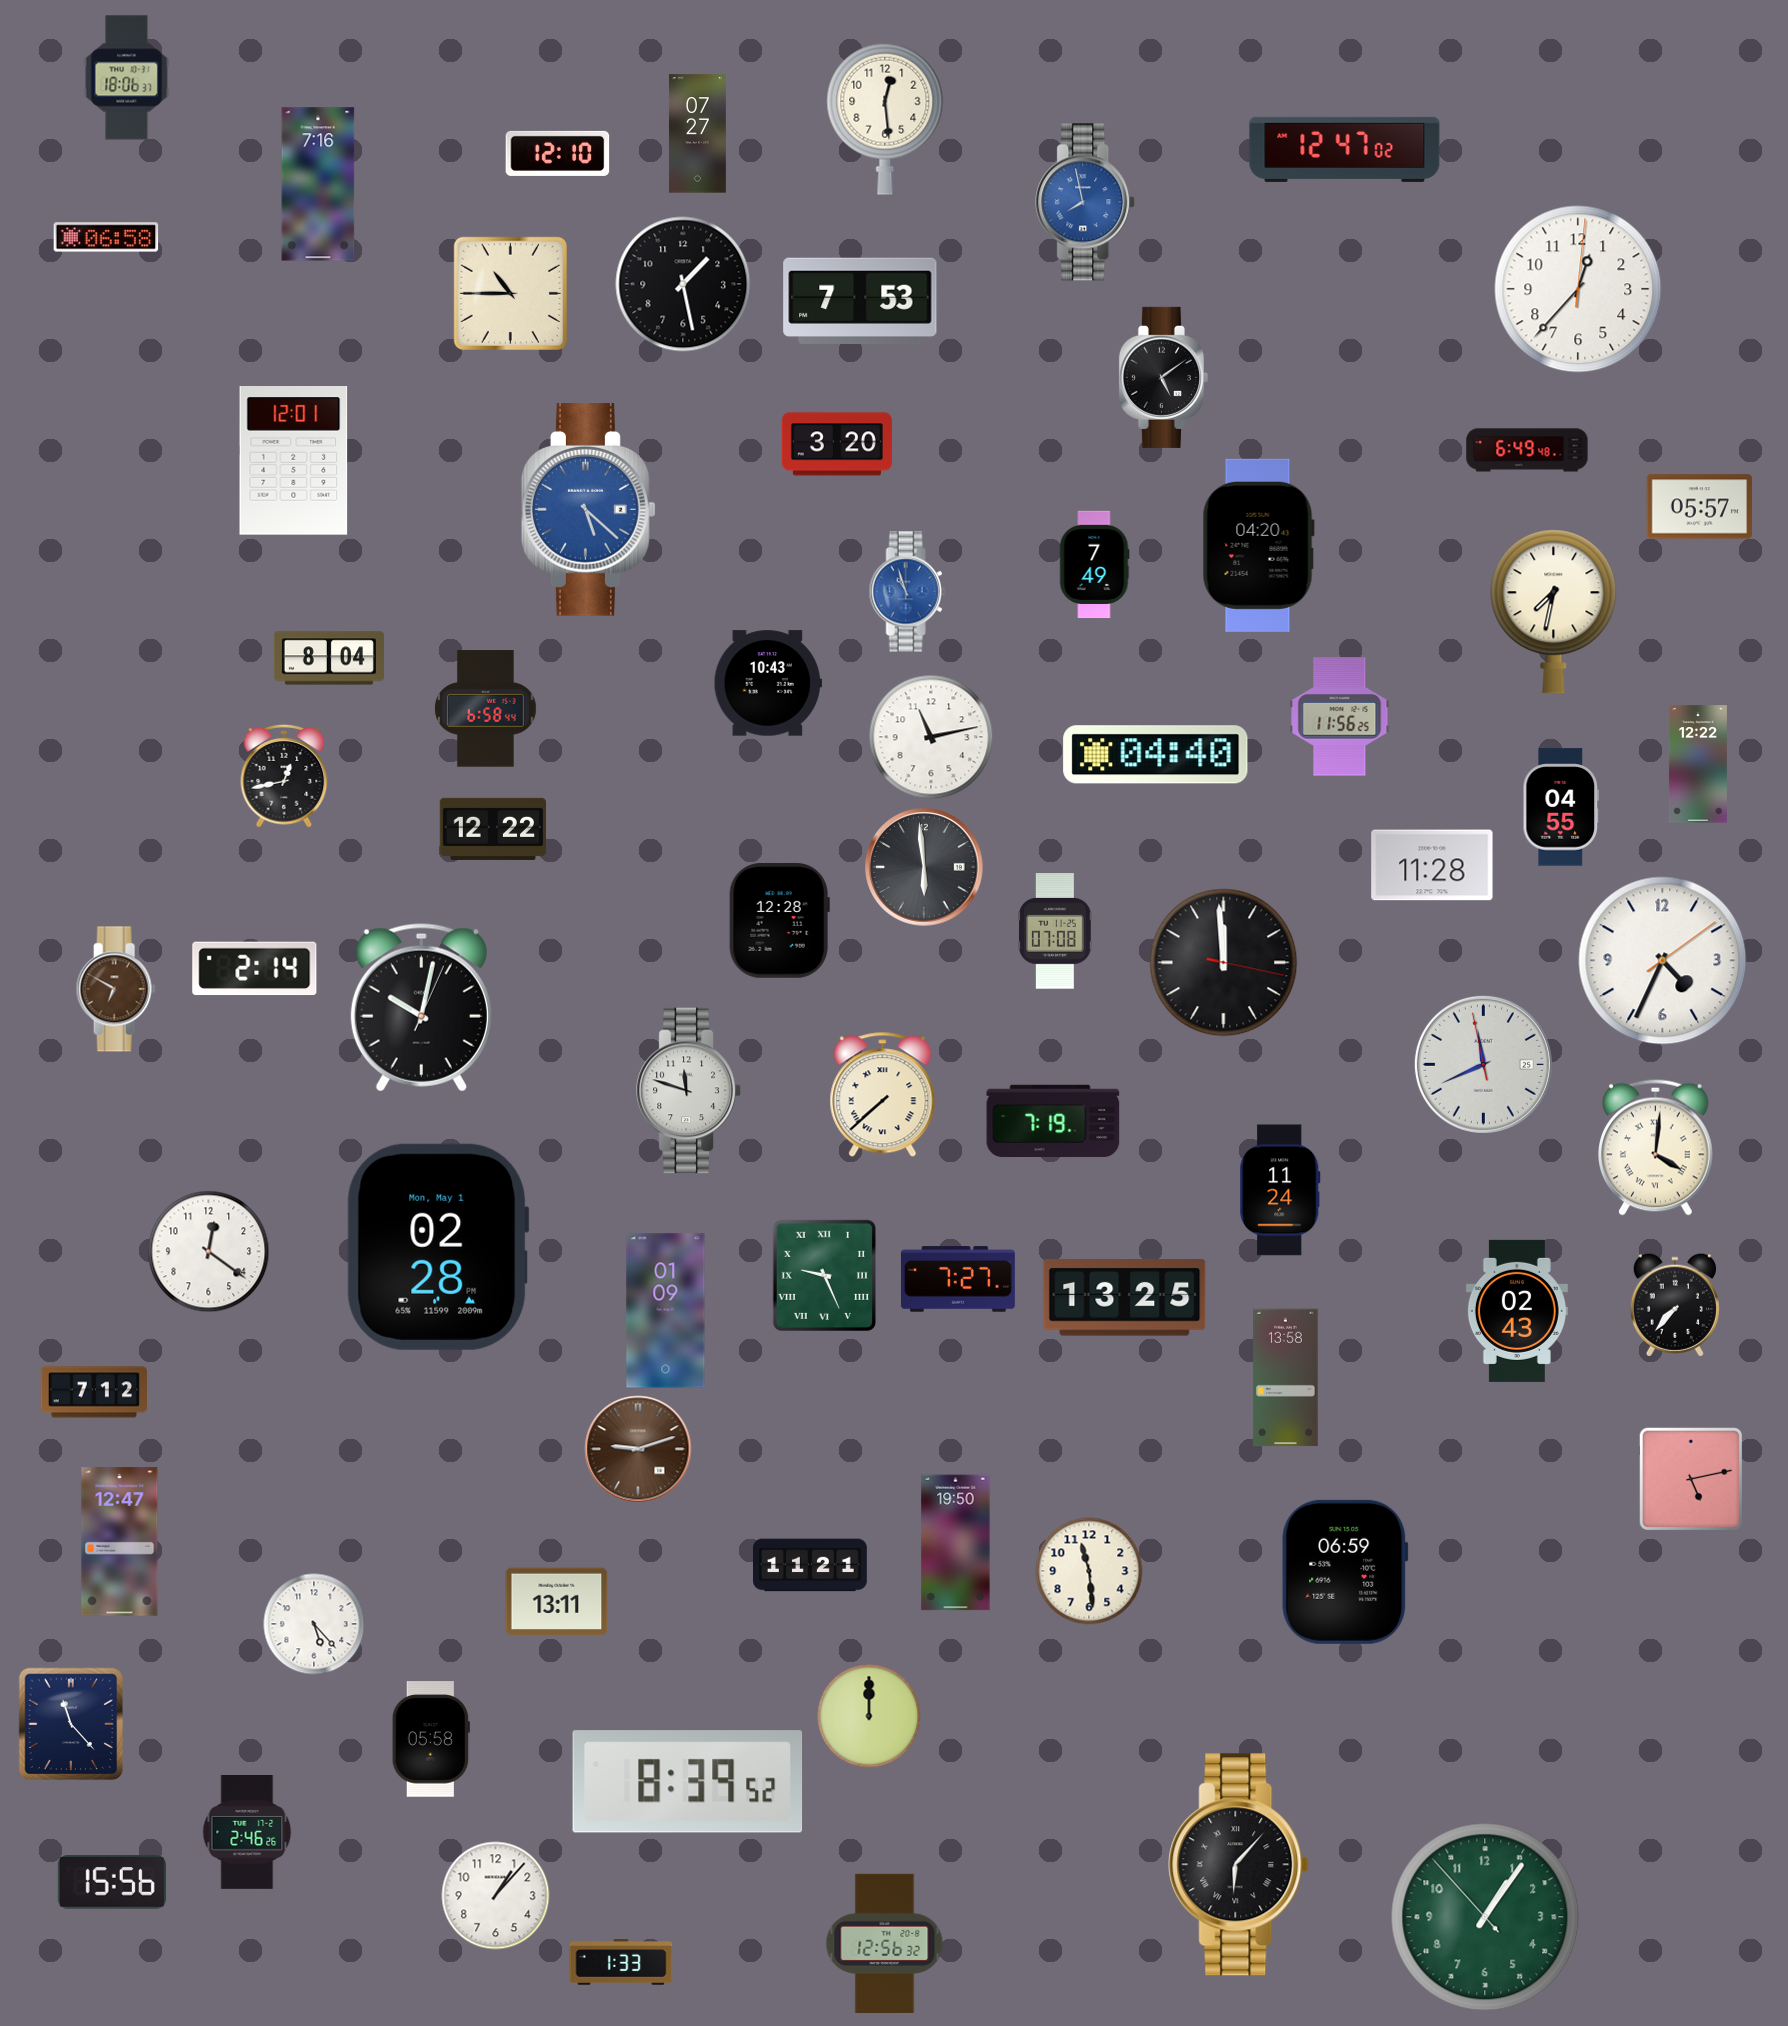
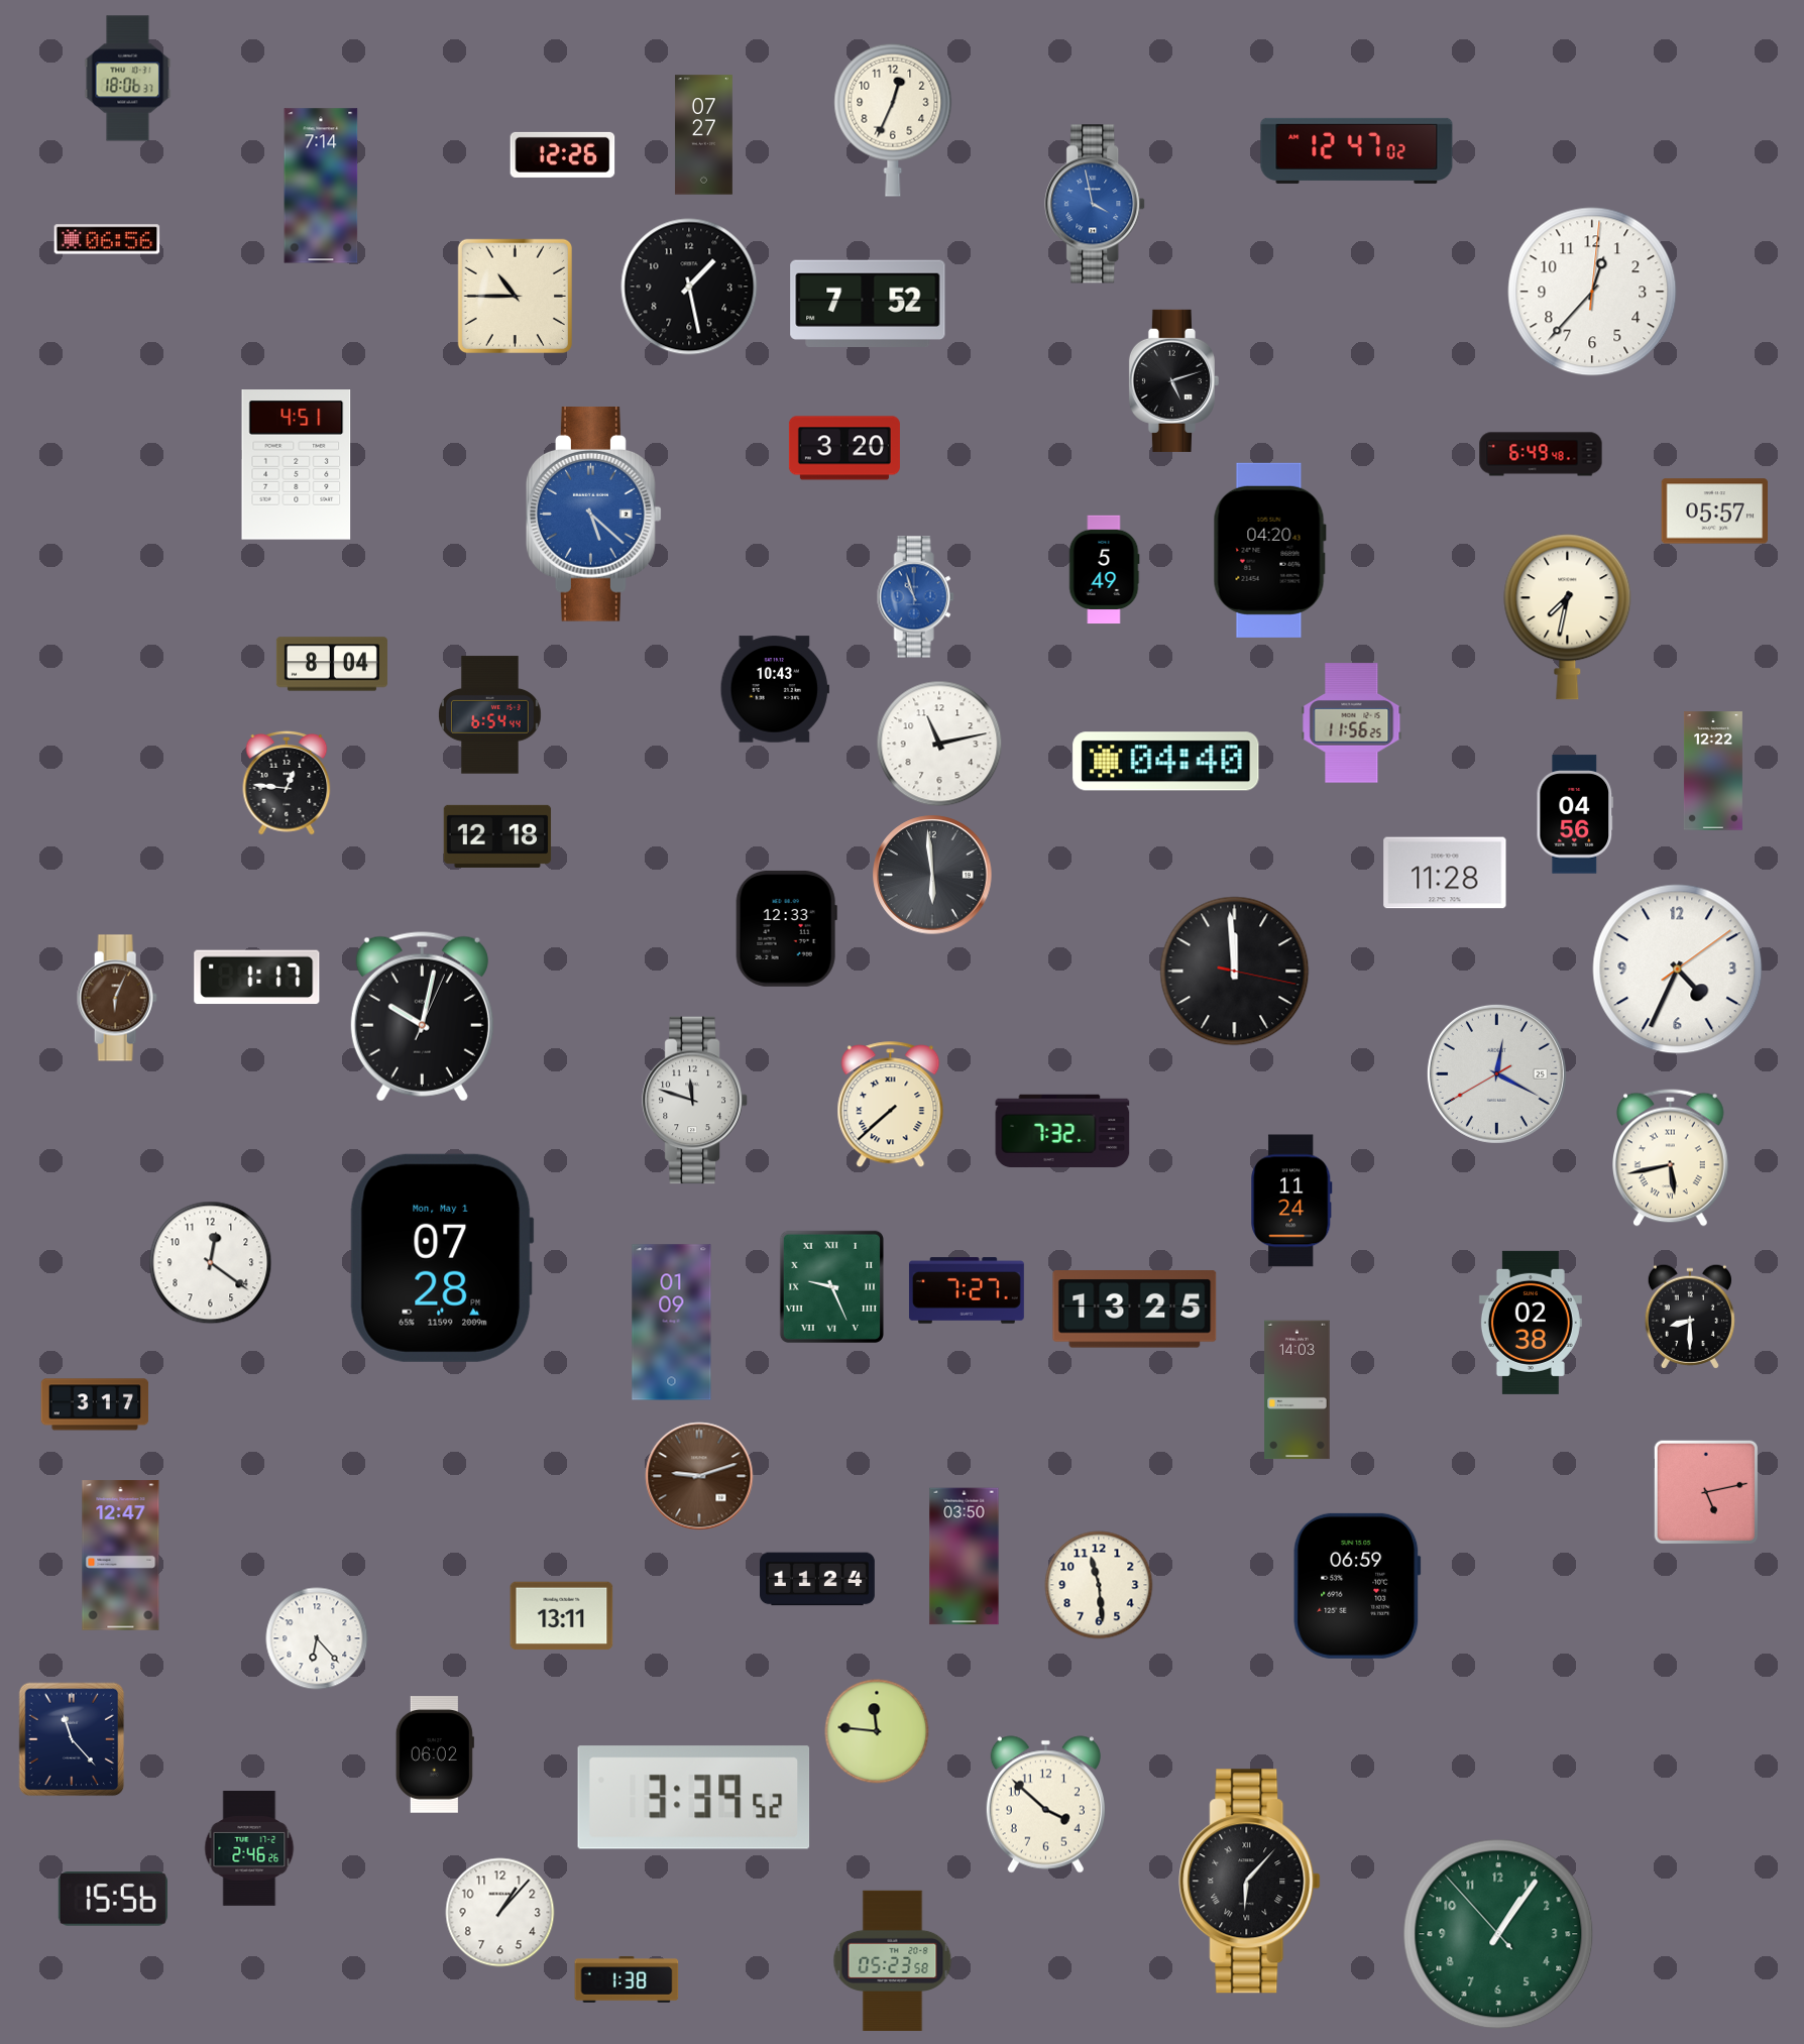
clock at (885, 119): 12:29 -> 12:34
clock at (558, 153): 12:10 -> 12:26
clock at (318, 184): 7:16 -> 7:14
clock at (1086, 202): 7:58 -> 3:58
clock at (106, 237): 06:58 -> 06:56
clock at (860, 300): 7:53 -> 7:52
clock at (1163, 377): 5:09 -> 5:12
clock at (294, 461): 12:01 -> 4:51
clock at (1094, 565): 7:49 -> 5:49
clock at (486, 709): 6:58 -> 6:54
clock at (284, 776): 12:43 -> 12:46
clock at (1561, 807): 04:55 -> 04:56
clock at (493, 829): 12:22 -> 12:18
clock at (779, 920): 12:28 -> 12:33
clock at (1055, 931): 07:08 -> none
clock at (255, 969): 2:14 -> 1:17
clock at (116, 989): 6:50 -> 6:04
clock at (421, 1008) position: (421, 1008) -> (422, 1017)
clock at (1483, 1064): 11:40 -> 12:19
clock at (1053, 1120): 7:19 -> 7:32
clock at (1656, 1147): 4:01 -> 5:43
clock at (438, 1247): 02:28 -> 07:28
clock at (1675, 1305): 7:37 -> 8:30
clock at (1517, 1311): 02:43 -> 02:38
clock at (1286, 1378): 13:58 -> 14:03
clock at (94, 1392): 7:12 -> 3:17
clock at (638, 1449) position: (638, 1449) -> (699, 1476)
clock at (956, 1543): 19:50 -> 03:50
clock at (811, 1565): 11:21 -> 11:24
clock at (314, 1624): 5:23 -> 6:23
clock at (869, 1716): 12:00 -> 11:46
clock at (431, 1739): 05:58 -> 06:02
clock at (688, 1782): 8:39 -> 3:39
clock at (1045, 1805): none -> 3:52
clock at (885, 1943): 12:56 -> 05:23
clock at (621, 1962): 1:33 -> 1:38
